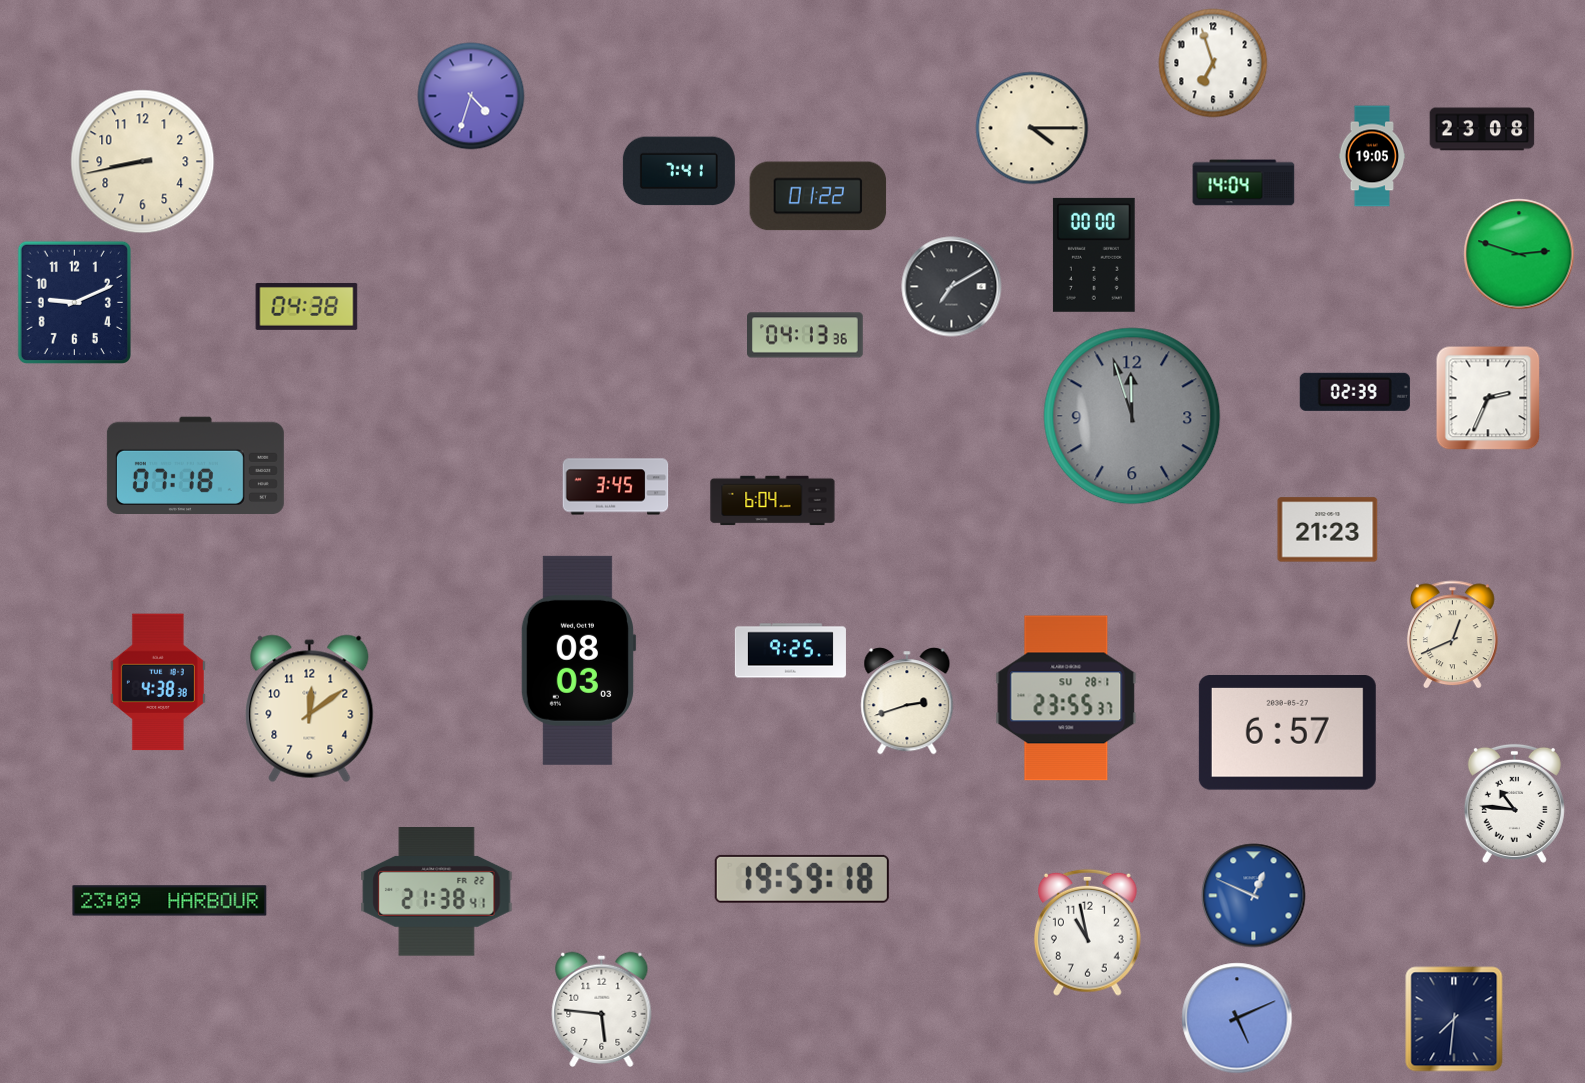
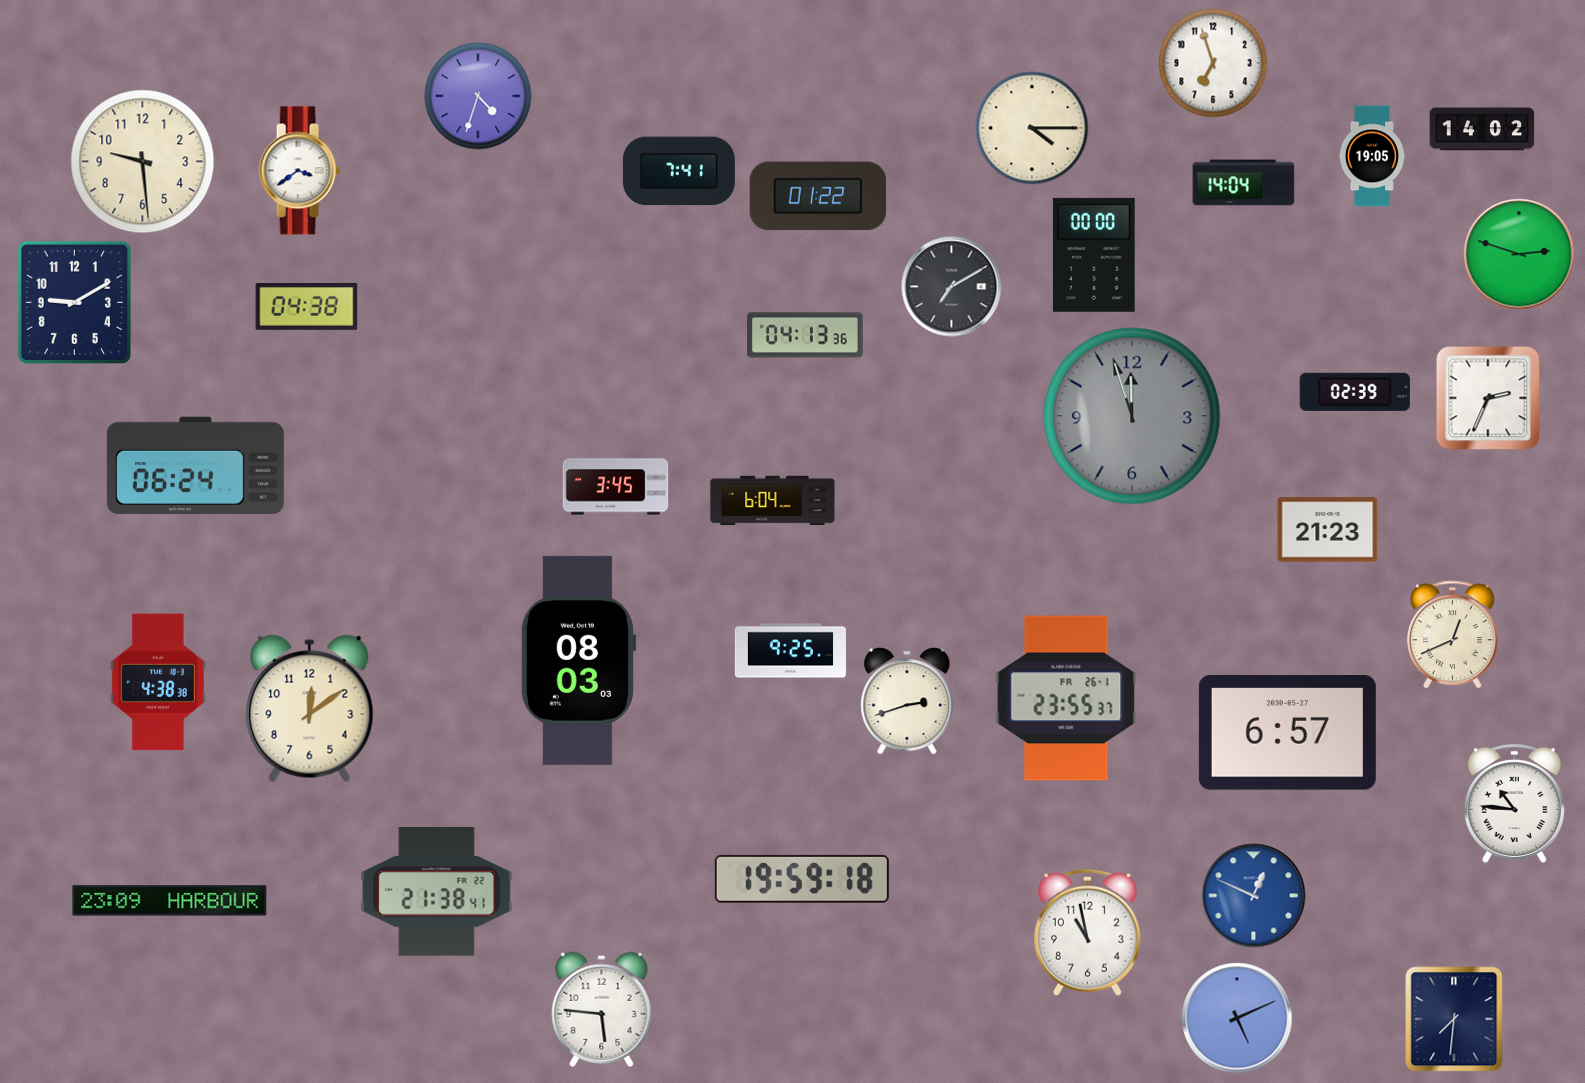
clock at (471, 96) position: (471, 96) -> (478, 96)
clock at (1482, 129): 23:08 -> 14:02
clock at (143, 162): 8:43 -> 9:29
clock at (299, 171): none -> 3:39
clock at (74, 302): 9:11 -> 9:10
clock at (195, 465): 07:18 -> 06:24
clock at (1066, 698) date: SU 28-1 -> FR 26-1
